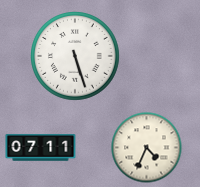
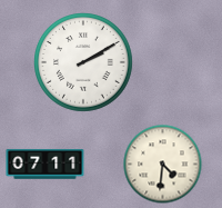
clock at (76, 57): 5:27 -> 2:10
clock at (147, 148): 4:34 -> 4:31
